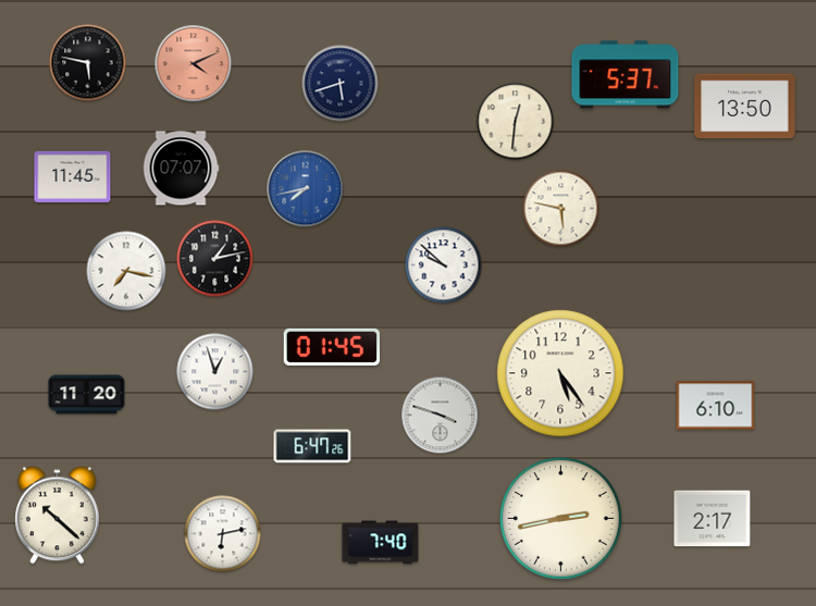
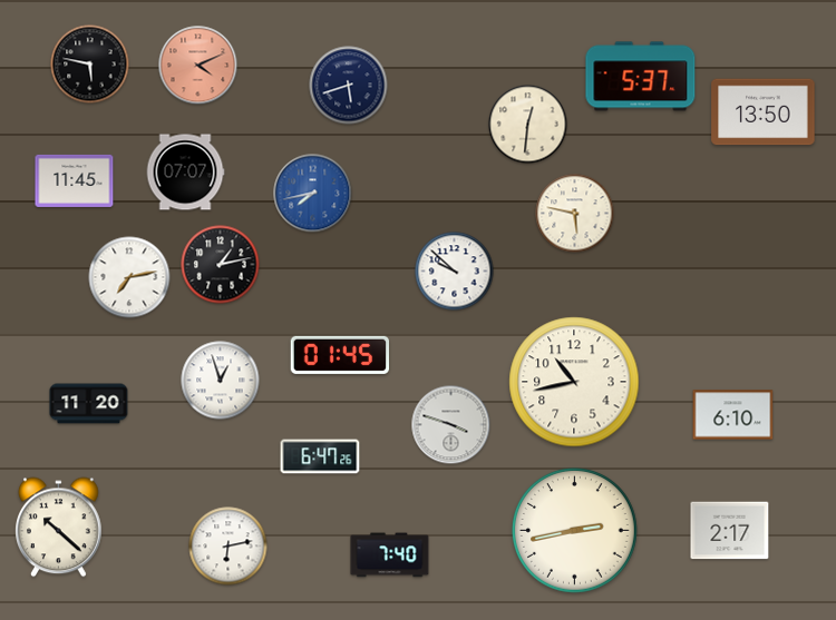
clock at (745, 107) position: (745, 107) -> (764, 112)
clock at (126, 271): 7:17 -> 7:13
clock at (560, 373): 5:24 -> 10:43
